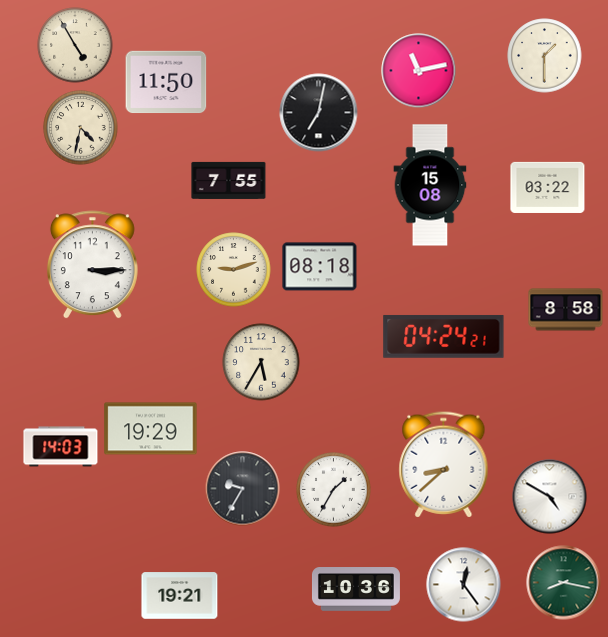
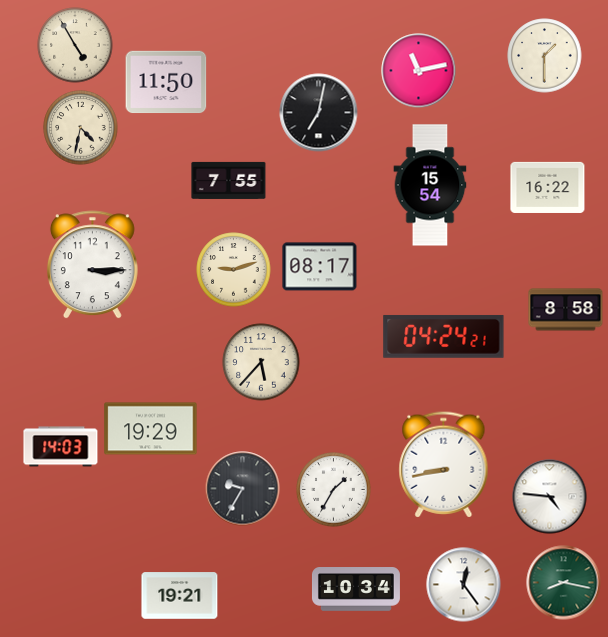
clock at (430, 185): 15:08 -> 15:54
clock at (548, 187): 03:22 -> 16:22
clock at (320, 267): 08:18 -> 08:17
clock at (261, 362): 5:35 -> 5:37
clock at (444, 465): 8:38 -> 8:43
clock at (550, 497): 4:50 -> 4:46
clock at (356, 589): 10:36 -> 10:34
